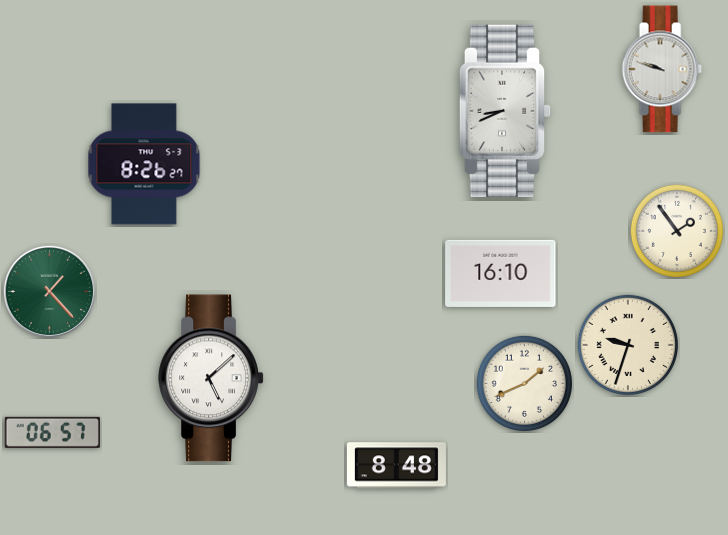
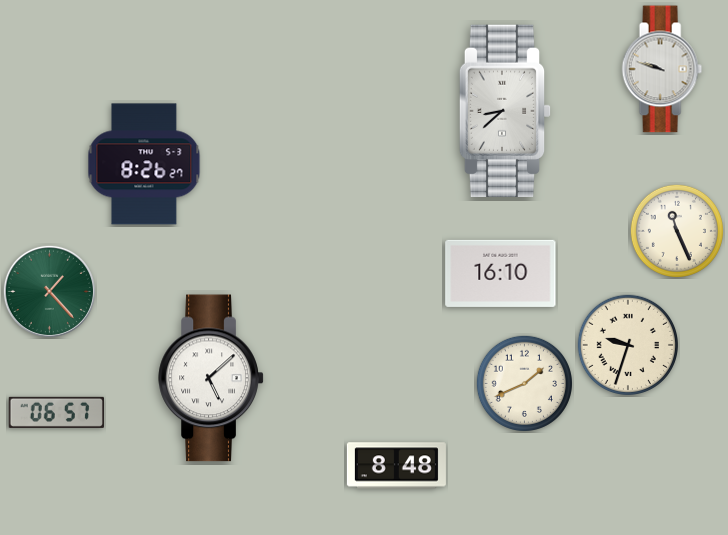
clock at (505, 110): 8:41 -> 8:38
clock at (677, 231): 1:54 -> 11:26
clock at (52, 432) position: (52, 432) -> (56, 412)
